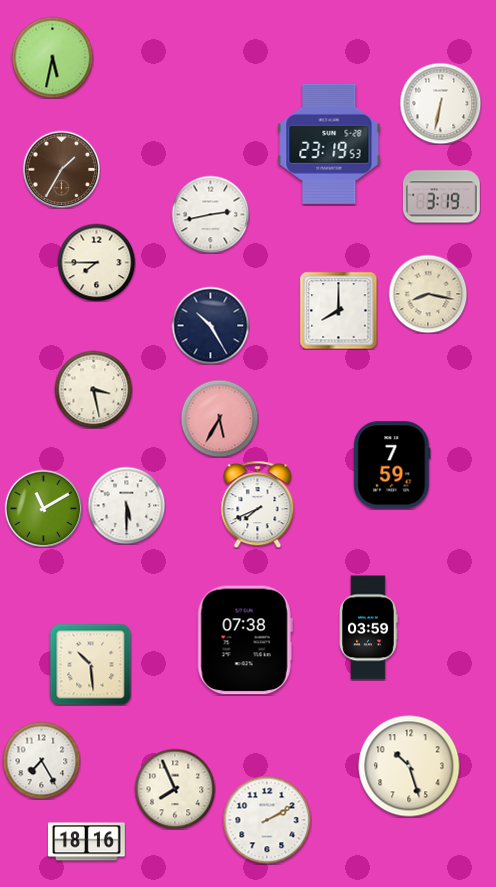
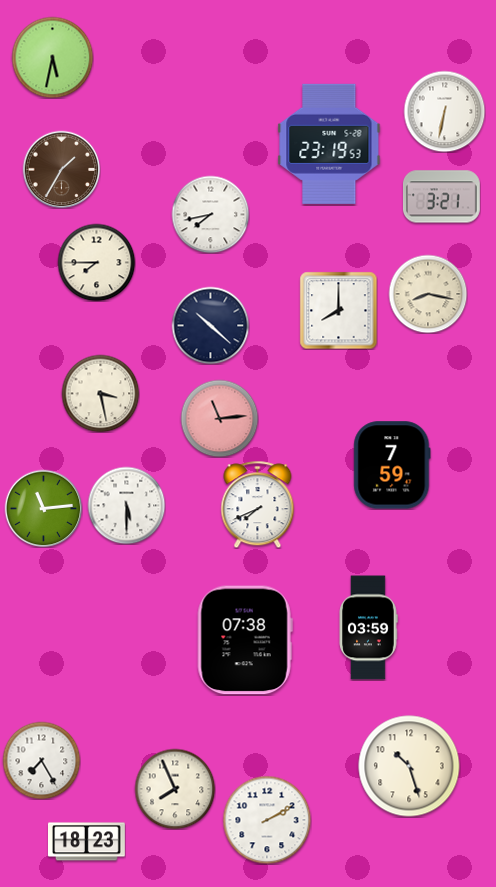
clock at (440, 103) position: (440, 103) -> (444, 111)
clock at (441, 197): 3:19 -> 3:21
clock at (210, 214): 2:43 -> 7:43
clock at (210, 325): 10:25 -> 10:22
clock at (93, 389) position: (93, 389) -> (100, 393)
clock at (219, 418): 5:35 -> 11:14
clock at (43, 508): 11:10 -> 11:14
clock at (90, 664): 10:29 -> none
clock at (87, 842): 18:16 -> 18:23
